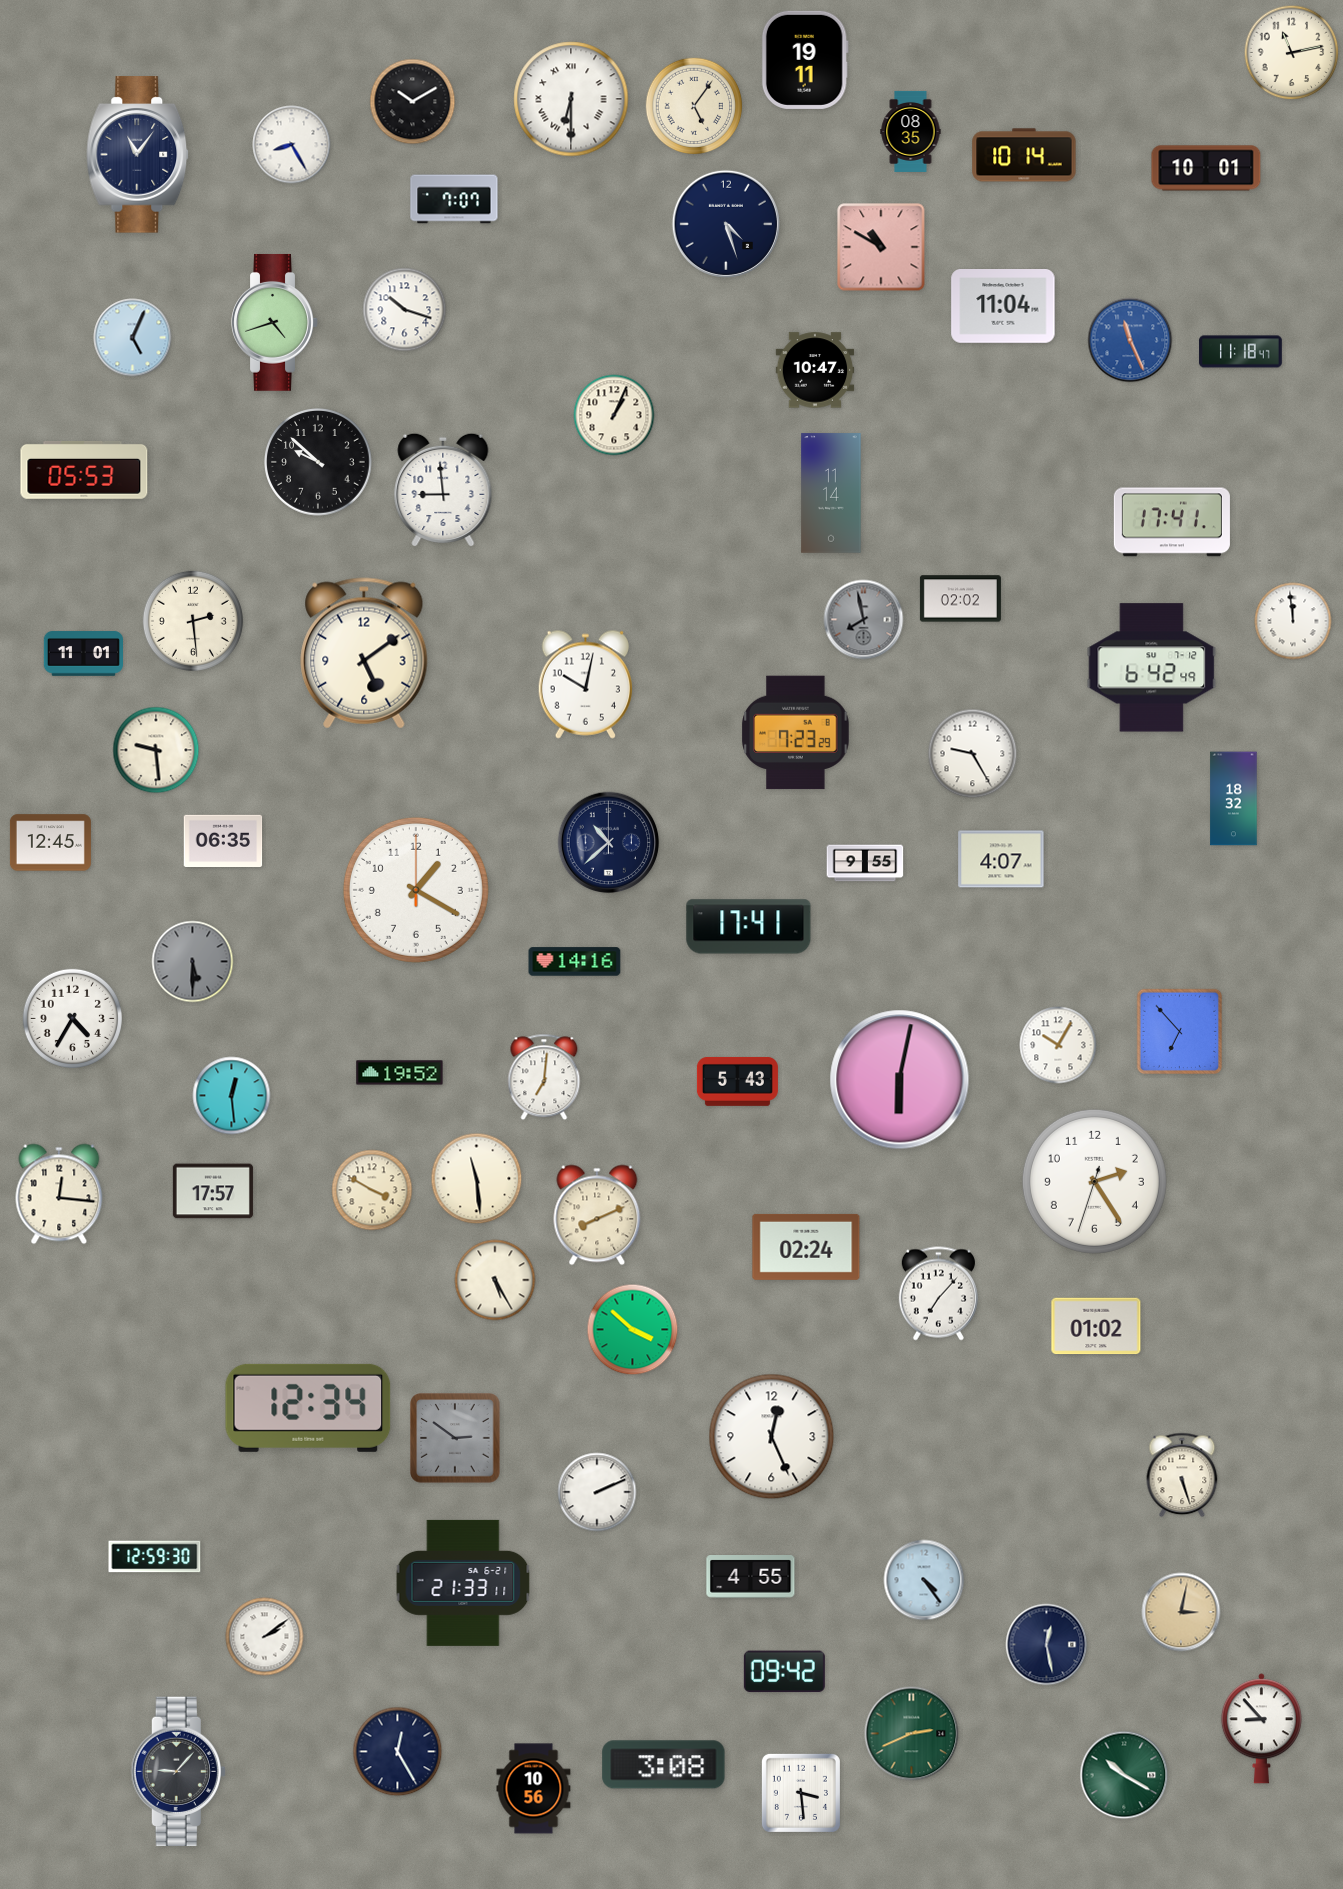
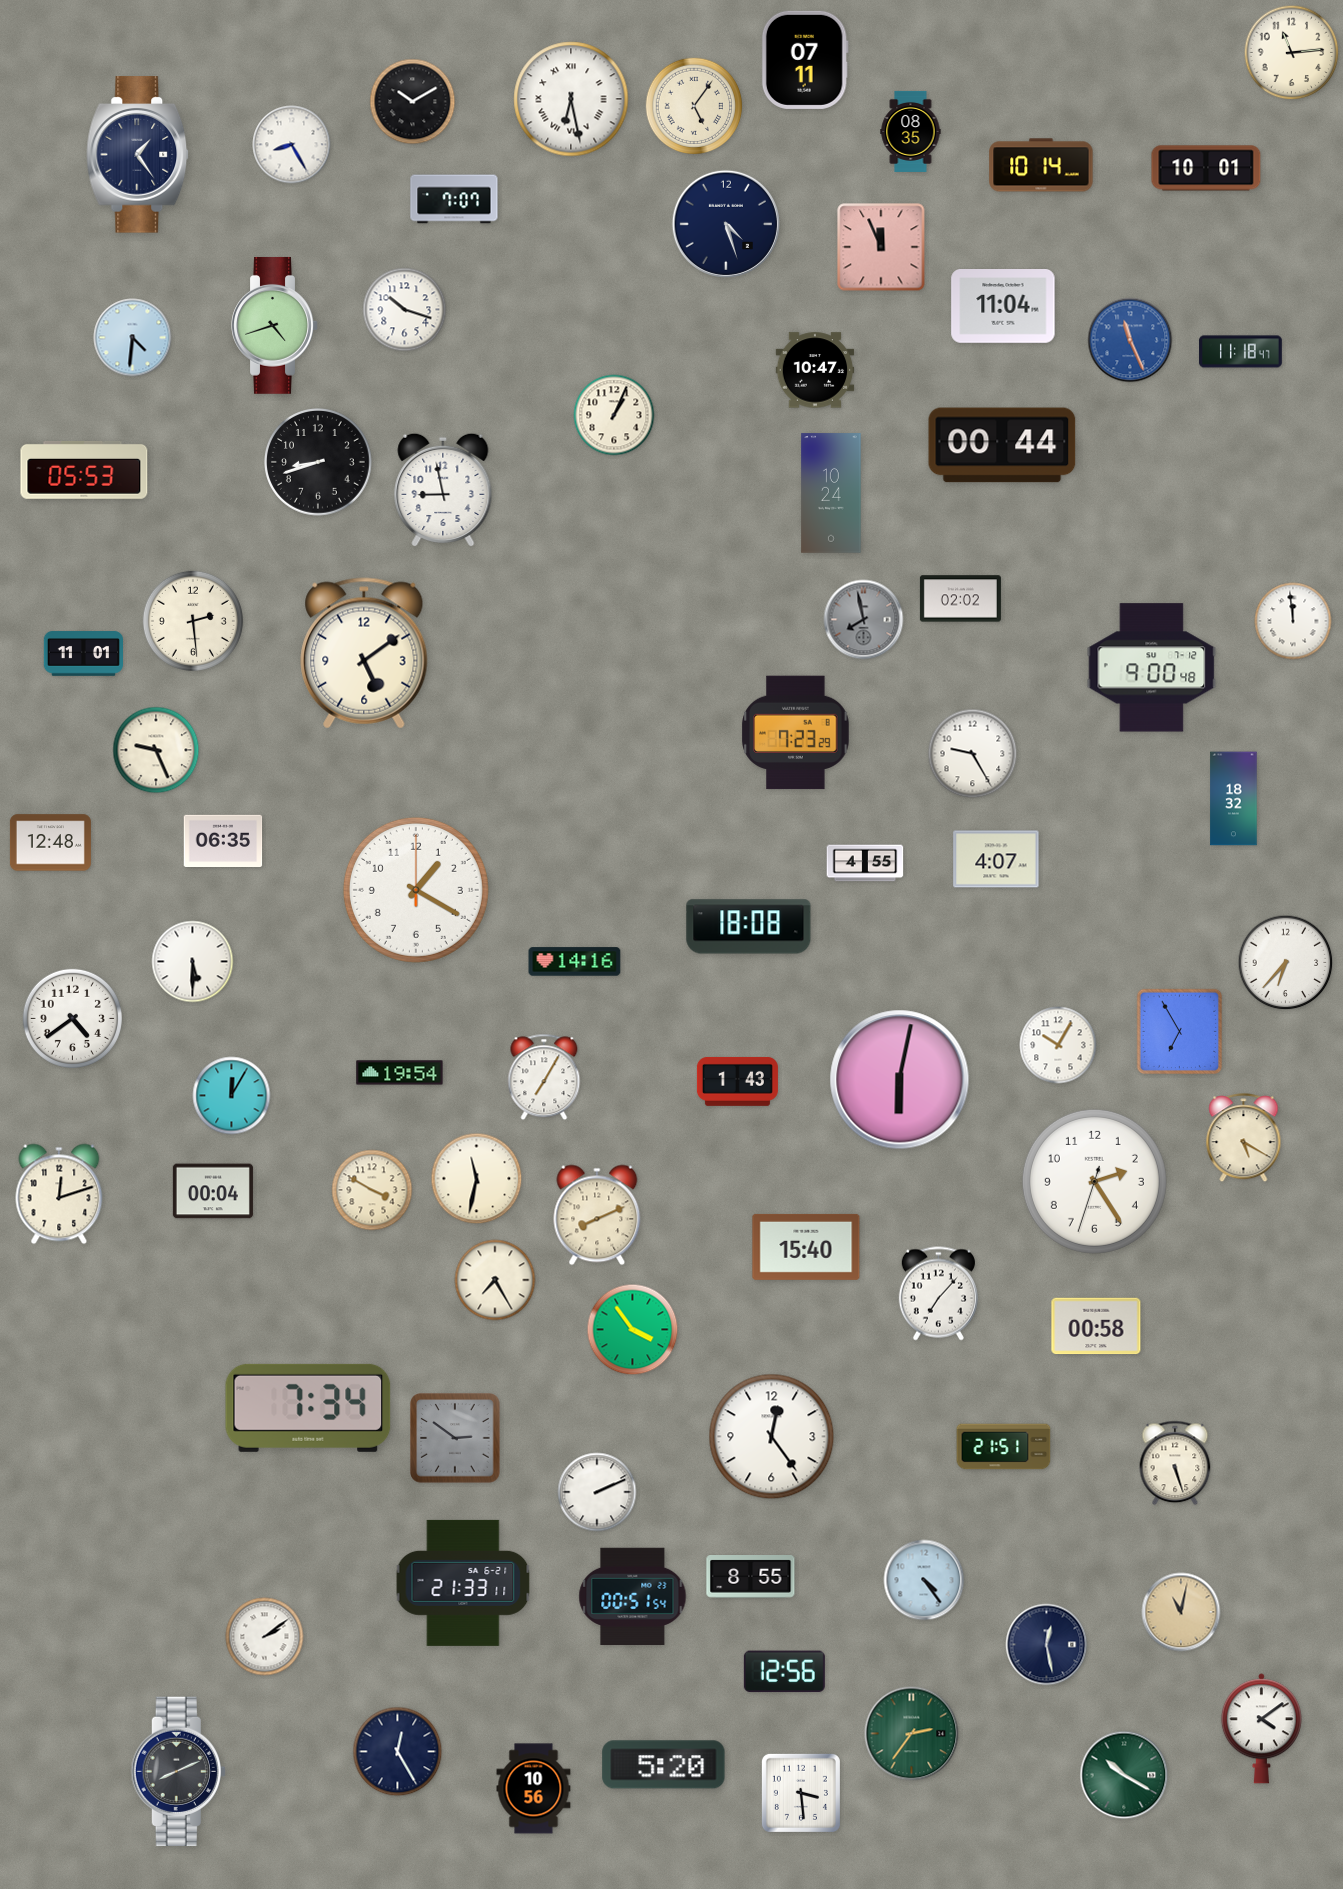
clock at (1292, 53): 11:13 -> 11:14
clock at (805, 60): 19:11 -> 07:11
clock at (571, 99): 6:30 -> 6:28
clock at (138, 155): 11:06 -> 1:24
clock at (1024, 155) position: (1024, 155) -> (1041, 165)
clock at (881, 247): 10:50 -> 11:56
clock at (275, 322) position: (275, 322) -> (275, 325)
clock at (133, 338): 5:04 -> 4:31
clock at (1002, 445): none -> 00:44
clock at (319, 463): 9:52 -> 8:42
clock at (443, 490): 8:59 -> 8:58
clock at (831, 493): 11:14 -> 10:24
clock at (1172, 522): 17:41 -> none
clock at (1152, 668): 6:42 -> 9:00
clock at (585, 684): 10:02 -> none
clock at (156, 750): 9:29 -> 9:26
clock at (50, 843): 12:45 -> 12:48
clock at (609, 843): 10:38 -> none
clock at (1001, 859) position: (1001, 859) -> (996, 859)
clock at (865, 863): 9:55 -> 4:55
clock at (749, 927): 17:41 -> 18:08
clock at (193, 962) dial: grey -> white
clock at (1286, 963): none -> 6:37
clock at (72, 1018): 4:35 -> 4:39
clock at (1180, 1032): 6:53 -> 6:55
clock at (400, 1073): 19:52 -> 19:54
clock at (544, 1077): 7:01 -> 7:05
clock at (737, 1081): 5:43 -> 1:43
clock at (232, 1096): 12:29 -> 12:05
clock at (1244, 1138): none -> 5:20
clock at (477, 1179): 11:29 -> 11:32
clock at (213, 1191): 17:57 -> 00:04
clock at (59, 1194): 12:16 -> 12:12
clock at (806, 1247): 02:24 -> 15:40
clock at (495, 1280): 5:25 -> 7:25
clock at (1096, 1326): 01:02 -> 00:58
clock at (633, 1330): 3:52 -> 3:54
clock at (308, 1408): 12:34 -> 7:34
clock at (772, 1437): 12:26 -> 12:24
clock at (1004, 1447): none -> 21:51
clock at (1182, 1475) position: (1182, 1475) -> (1175, 1463)
clock at (155, 1557): 12:59 -> none
clock at (751, 1577): 4:55 -> 8:55
clock at (633, 1597): none -> 00:51
clock at (1181, 1612): 3:02 -> 11:02
clock at (784, 1672): 09:42 -> 12:56
clock at (1261, 1729): 8:53 -> 4:09
clock at (912, 1734): 2:41 -> 2:36
clock at (664, 1765): 3:08 -> 5:20
clock at (178, 1772): 9:07 -> 8:11
